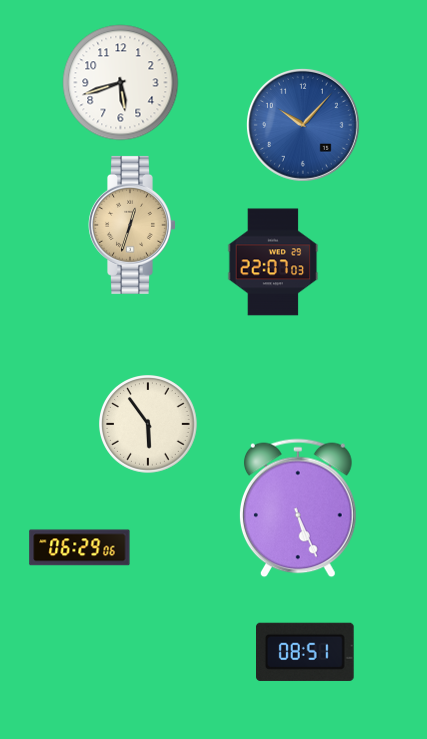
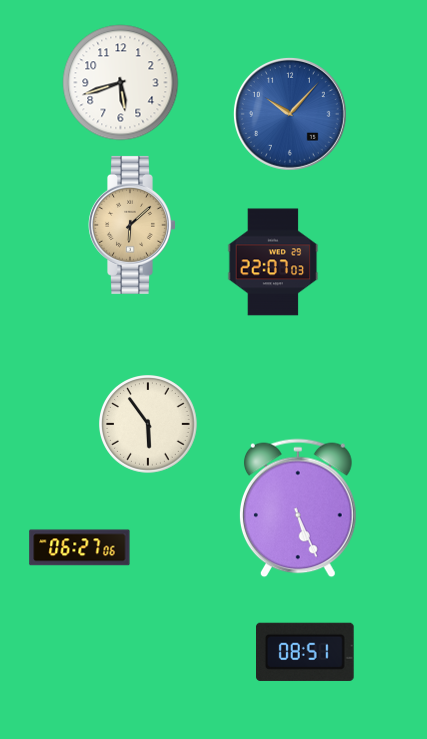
clock at (303, 125) position: (303, 125) -> (290, 114)
clock at (132, 225): 12:33 -> 6:08
clock at (80, 548): 06:29 -> 06:27
